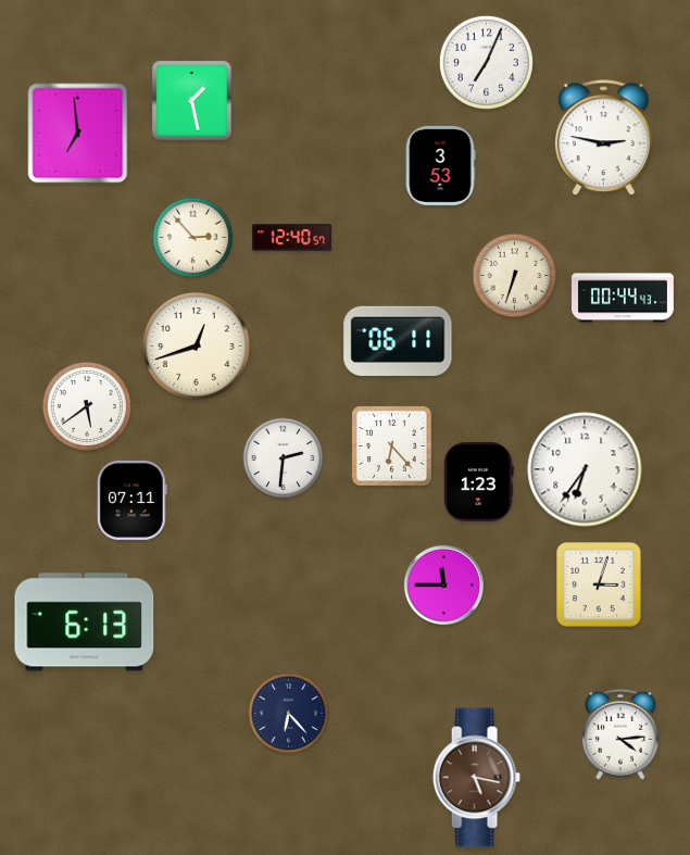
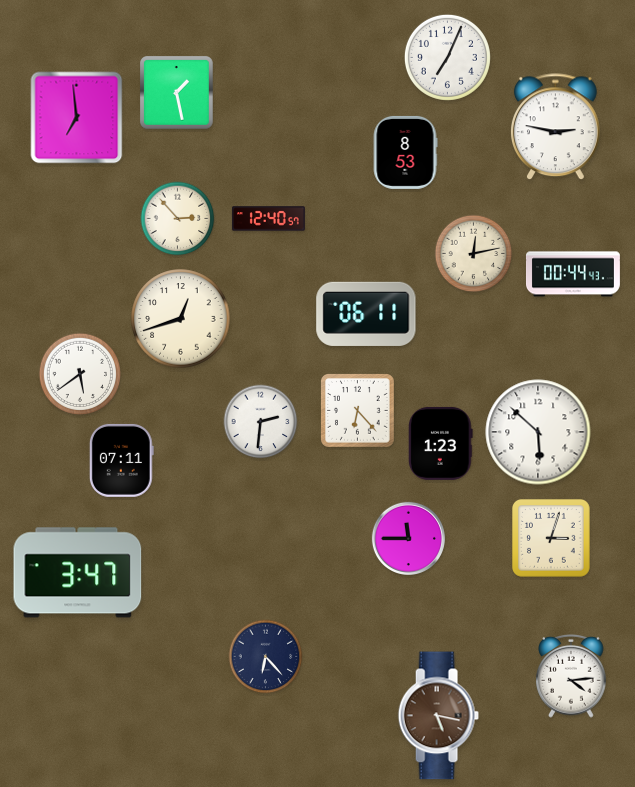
clock at (78, 134) position: (78, 134) -> (77, 118)
clock at (440, 165): 3:53 -> 8:53
clock at (515, 276): 6:33 -> 12:13
clock at (392, 447) position: (392, 447) -> (358, 411)
clock at (585, 469): 6:36 -> 5:52
clock at (85, 623): 6:13 -> 3:47
